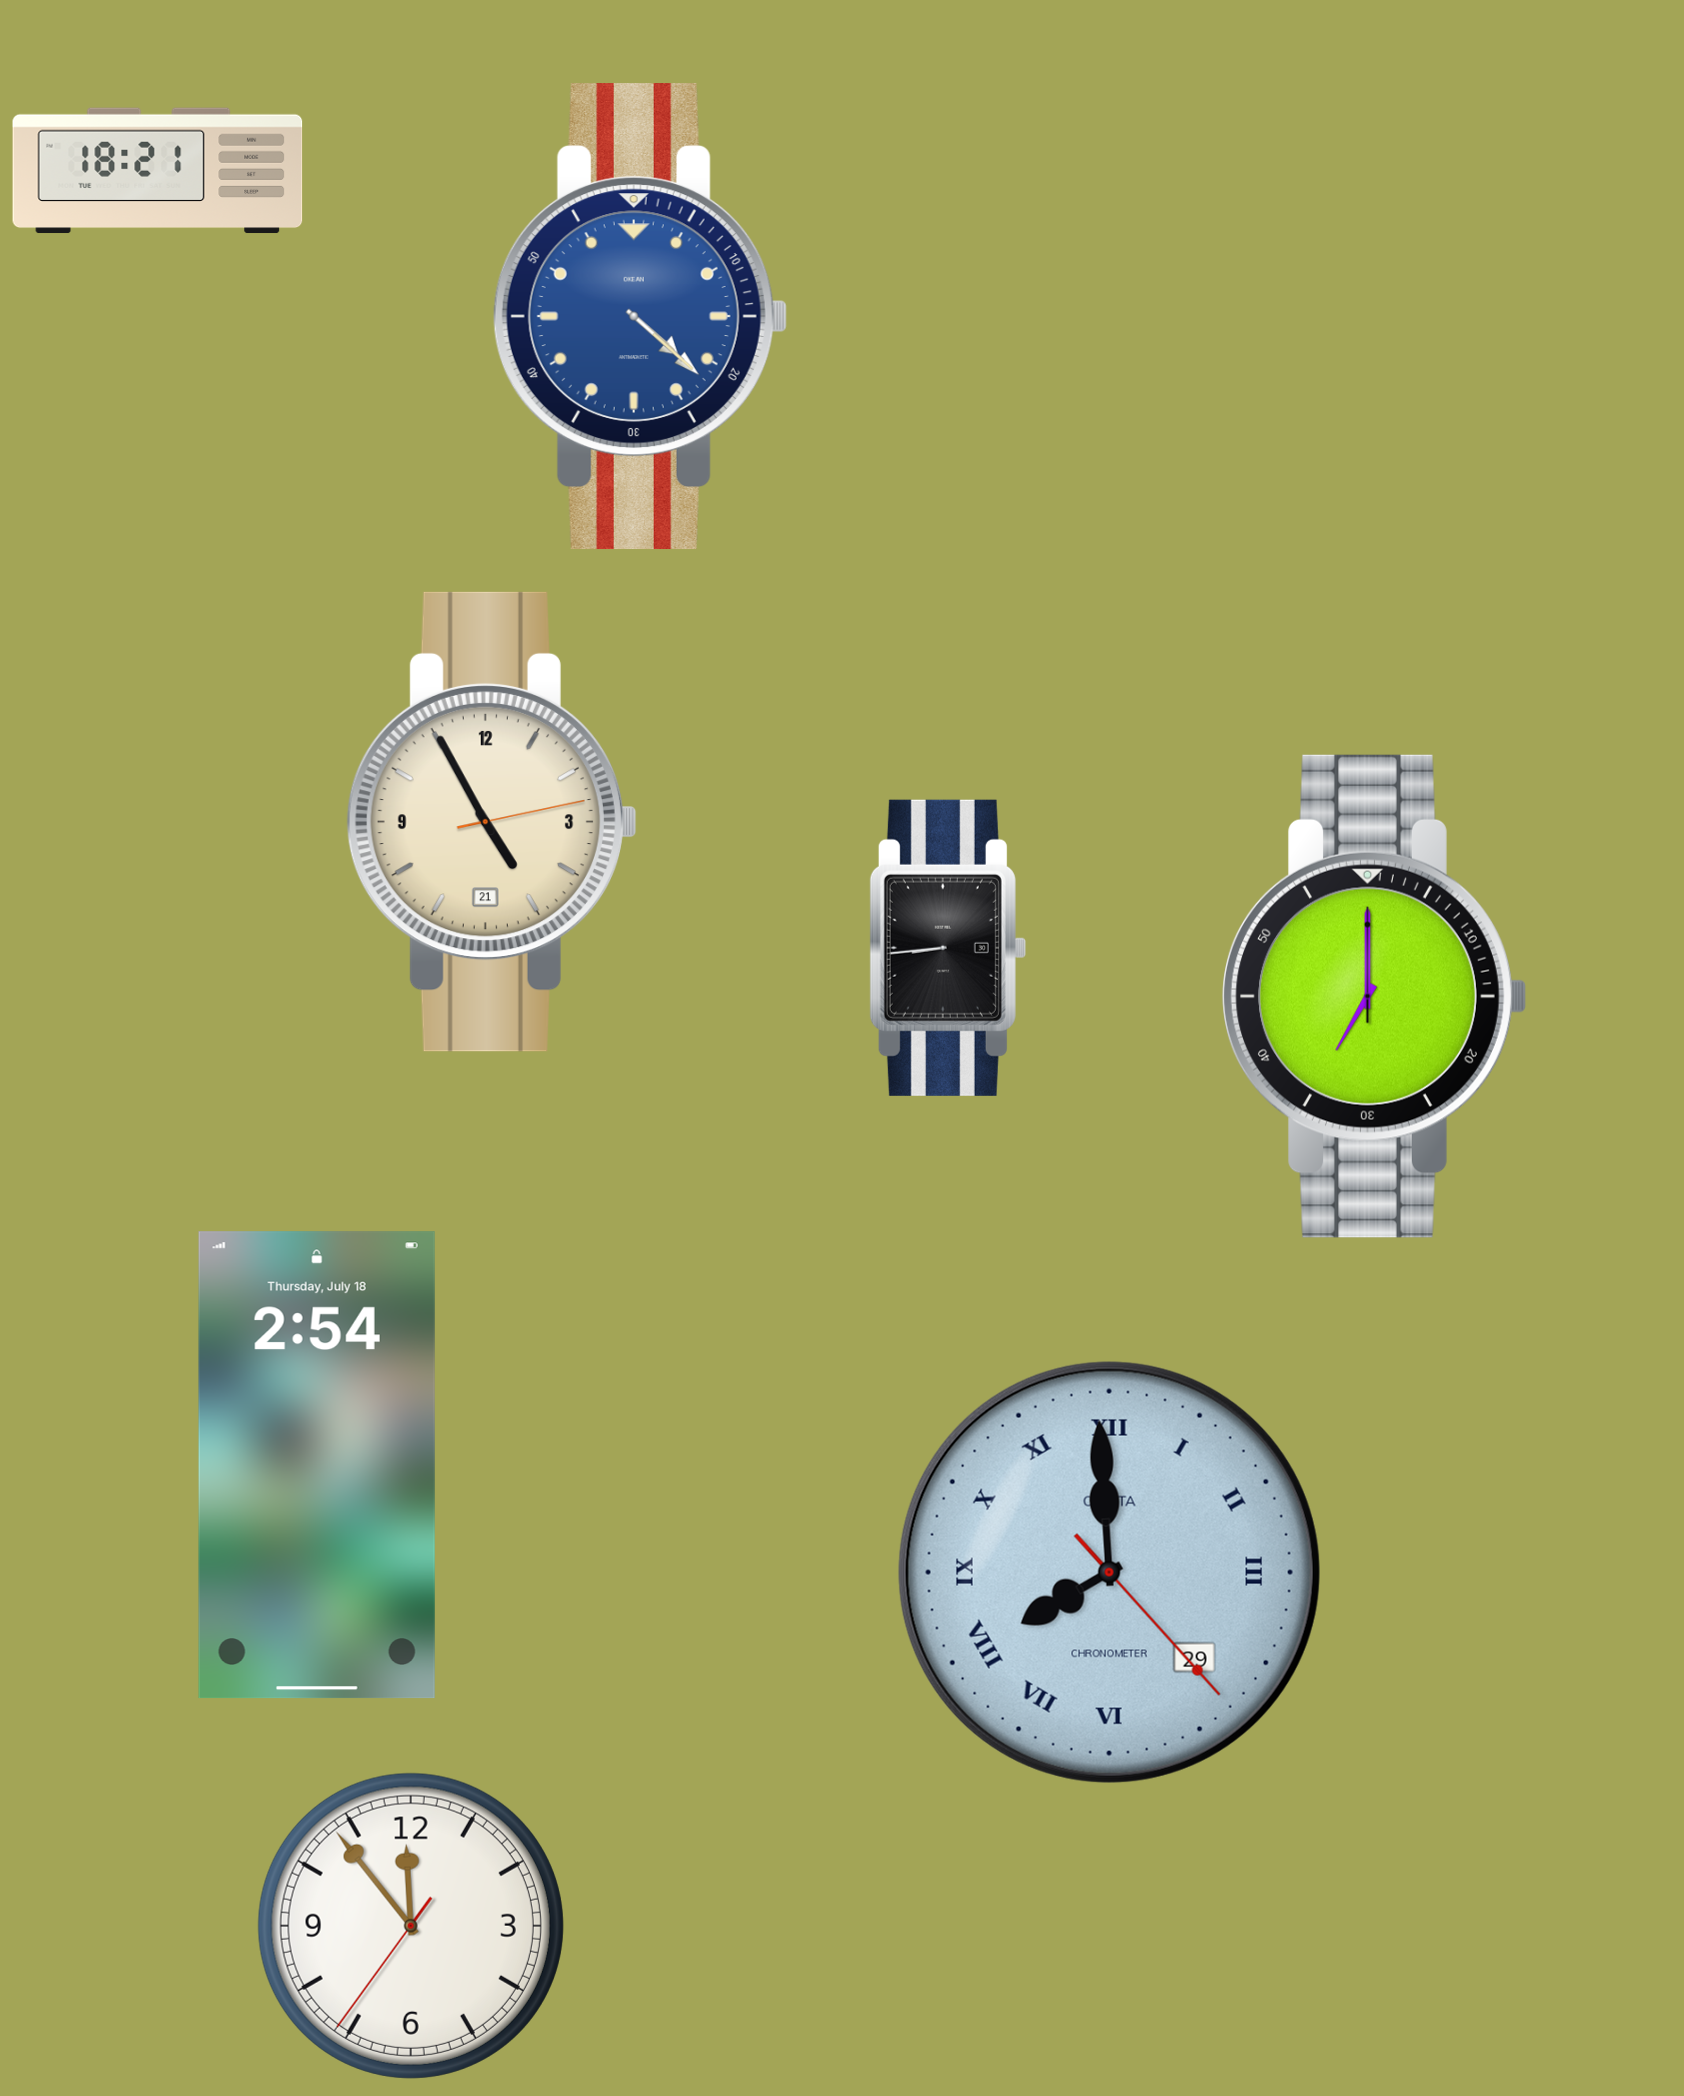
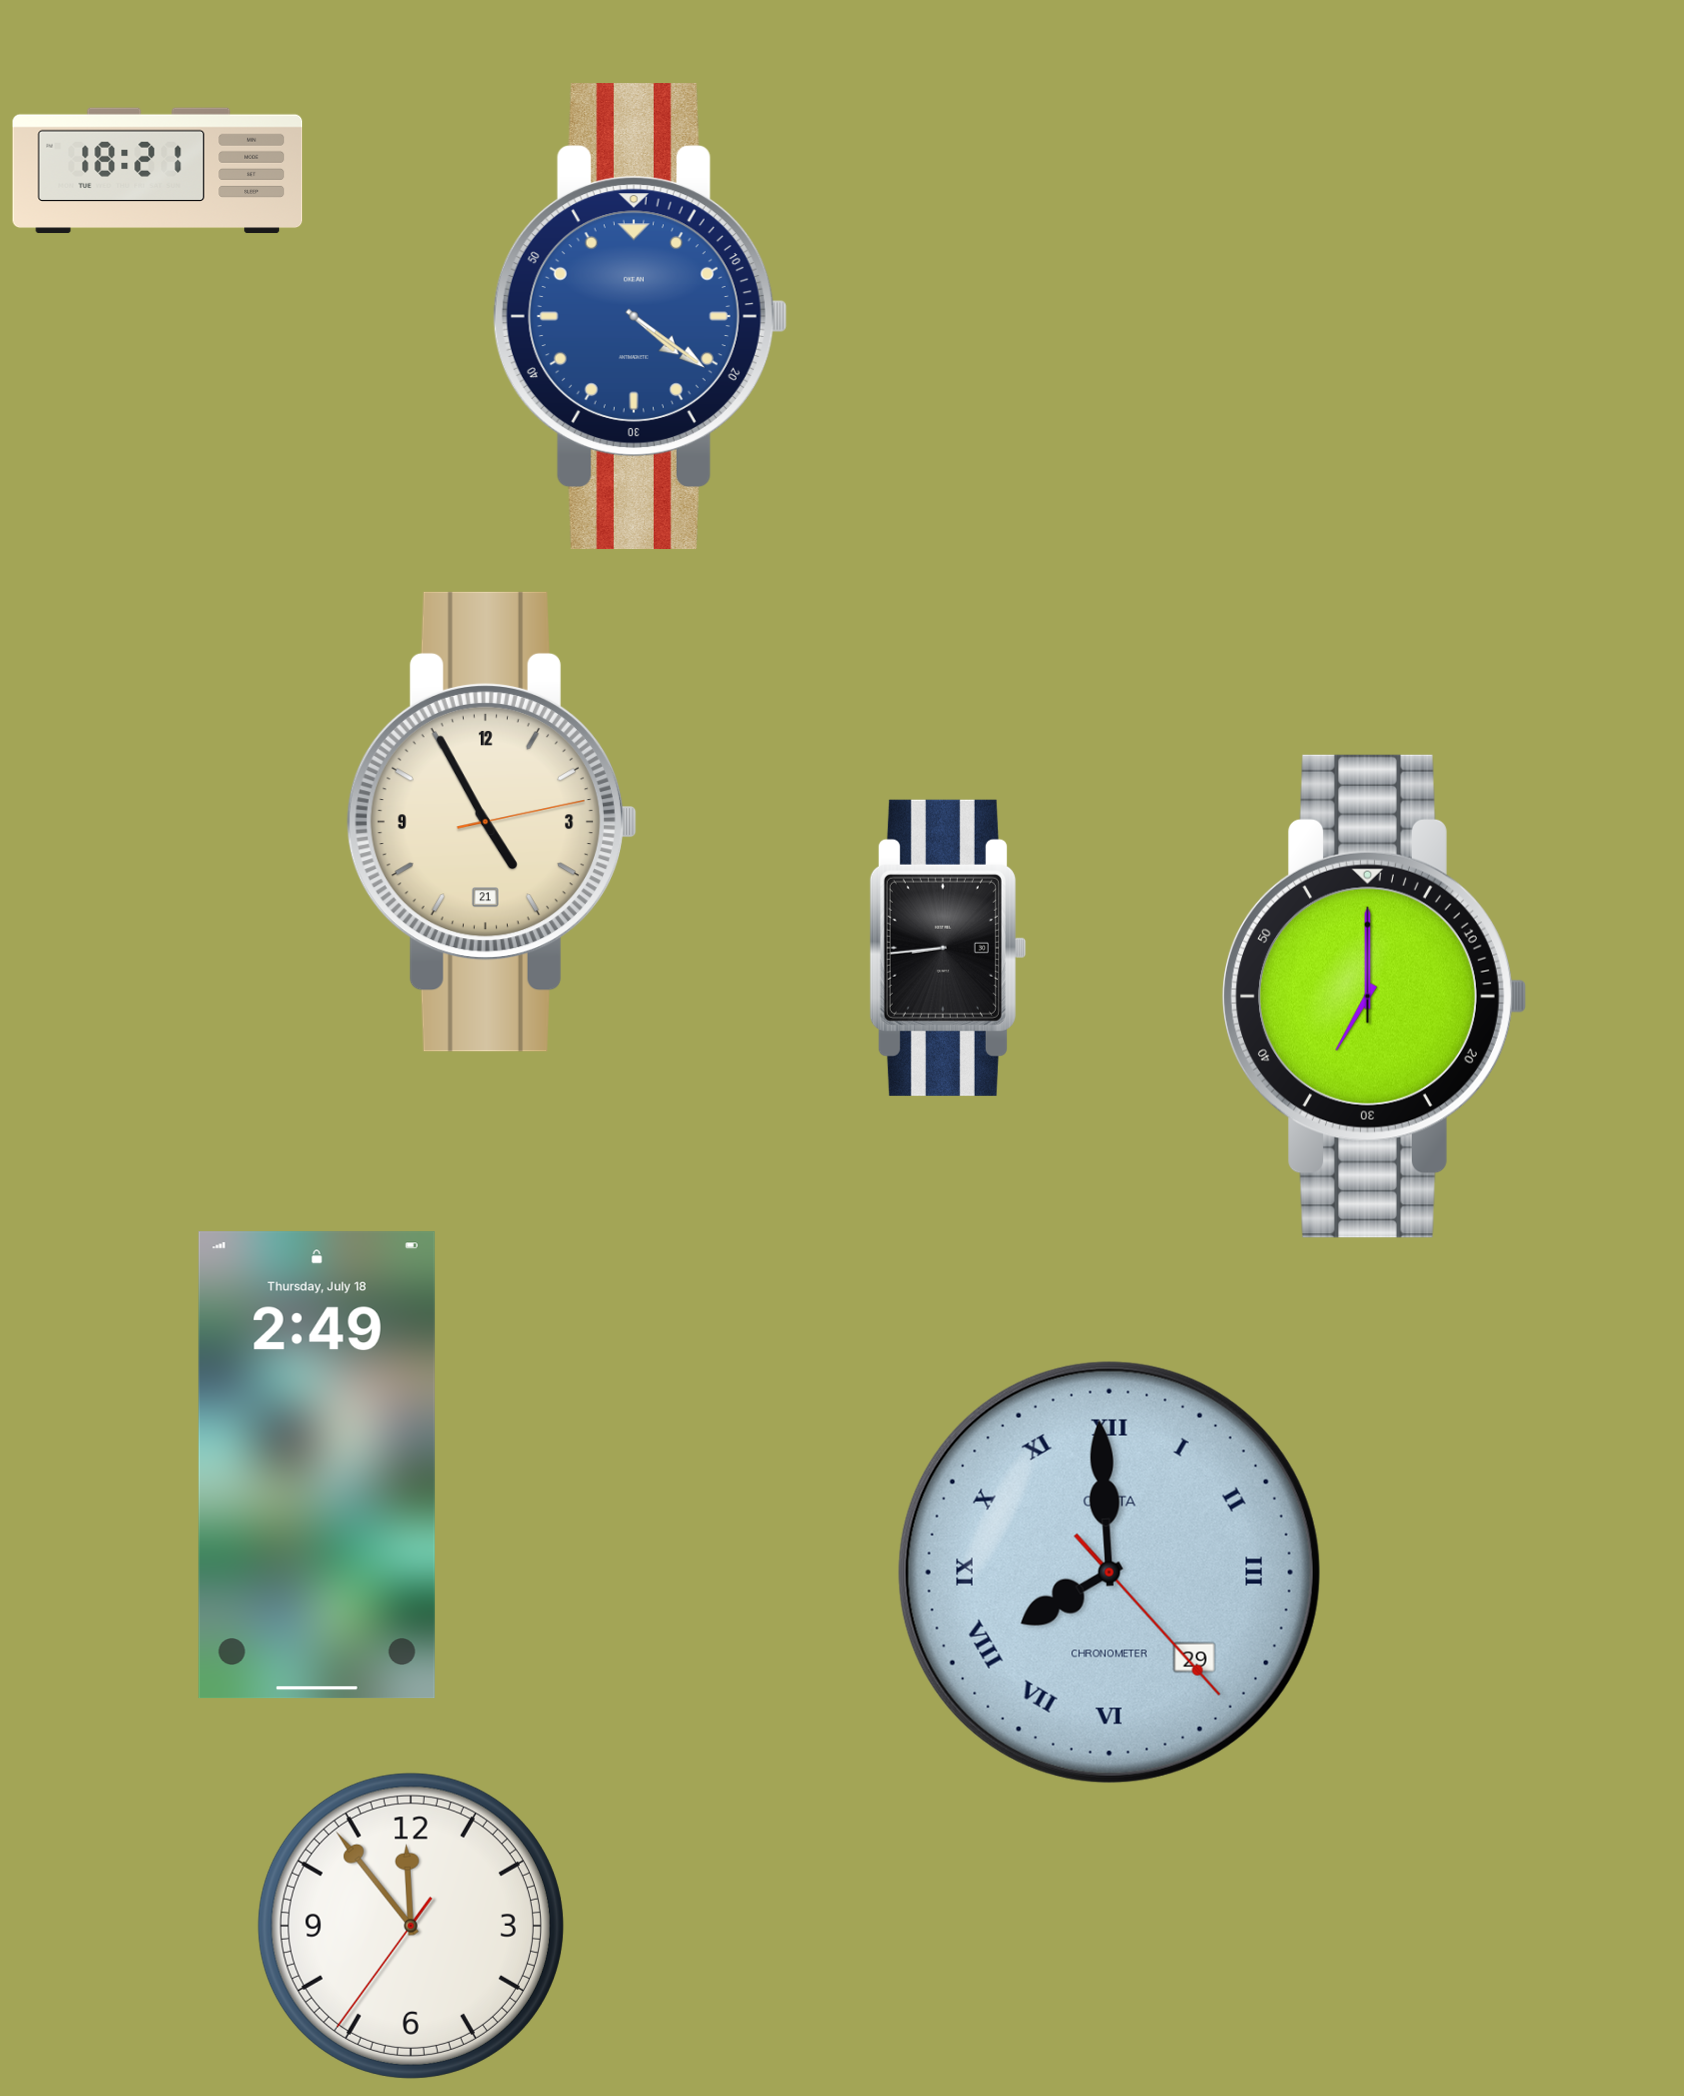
clock at (640, 317): 4:22 -> 4:21
clock at (317, 1465): 2:54 -> 2:49
